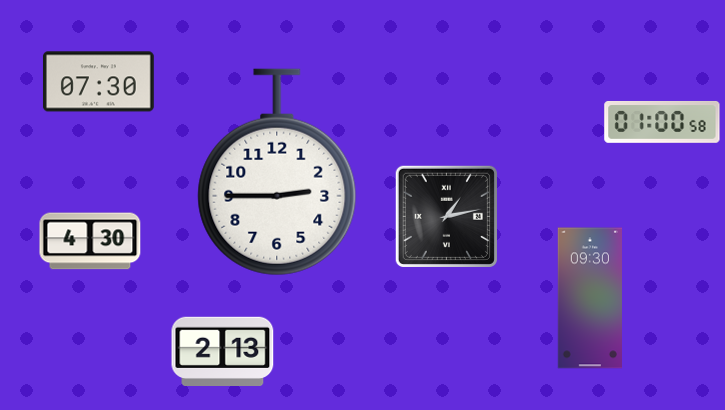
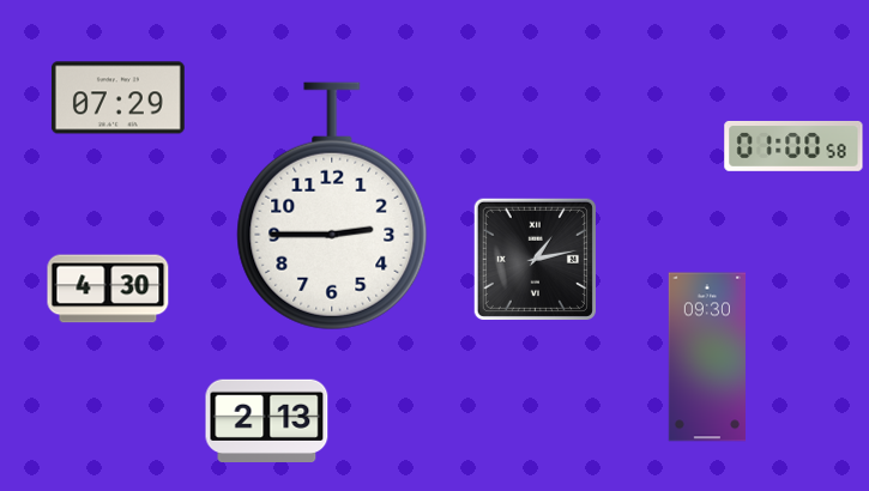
clock at (98, 82): 07:30 -> 07:29
